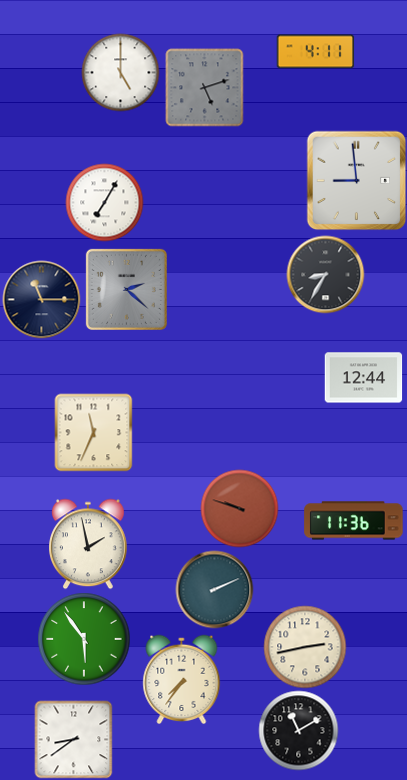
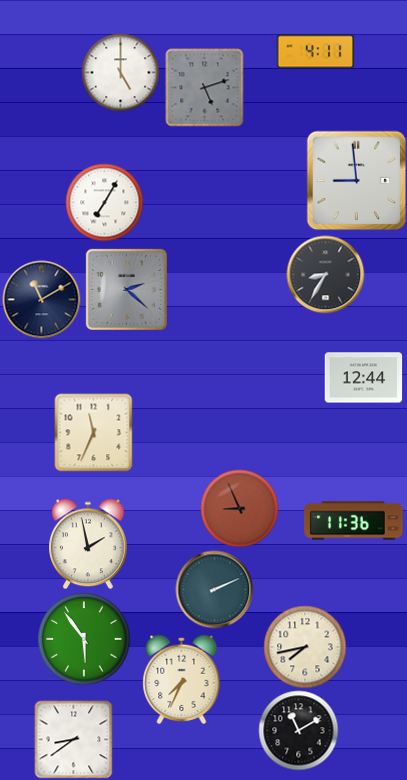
clock at (41, 299): 11:15 -> 11:10
clock at (239, 508): 9:48 -> 8:56
clock at (305, 647): 2:43 -> 7:43
clock at (182, 679): 7:36 -> 7:34
